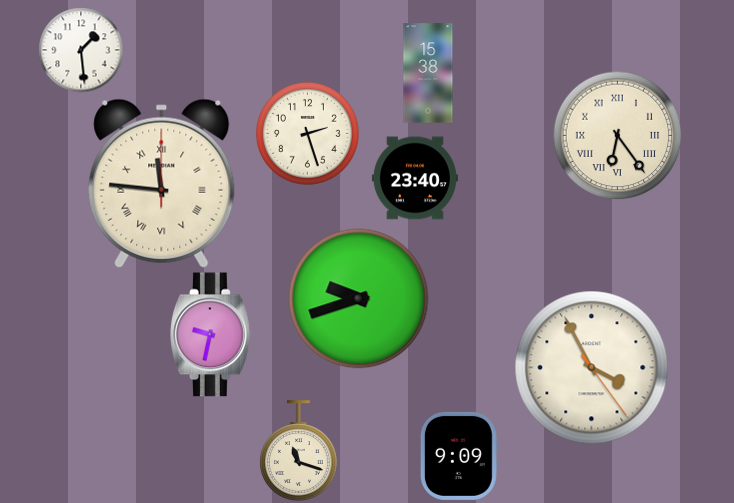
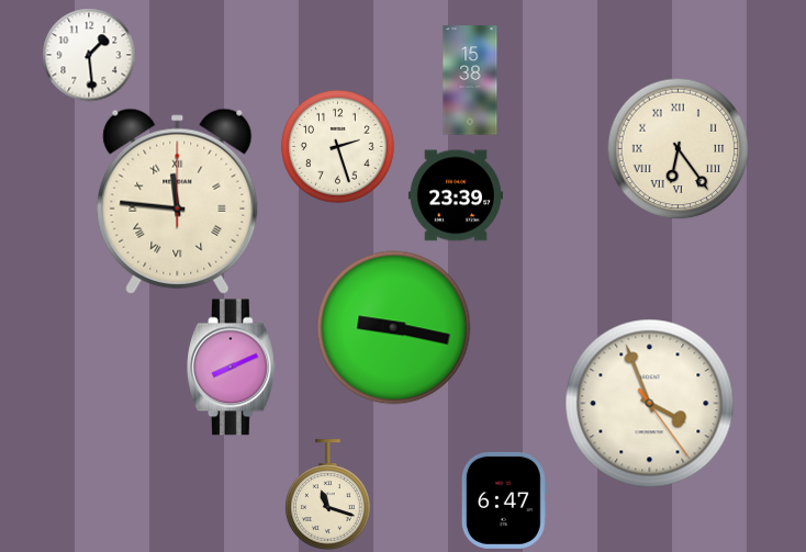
clock at (415, 178): 23:40 -> 23:39
clock at (359, 299): 9:42 -> 9:17
clock at (211, 335): 9:32 -> 8:11
clock at (592, 368): 3:55 -> 3:56
clock at (459, 456): 9:09 -> 6:47
